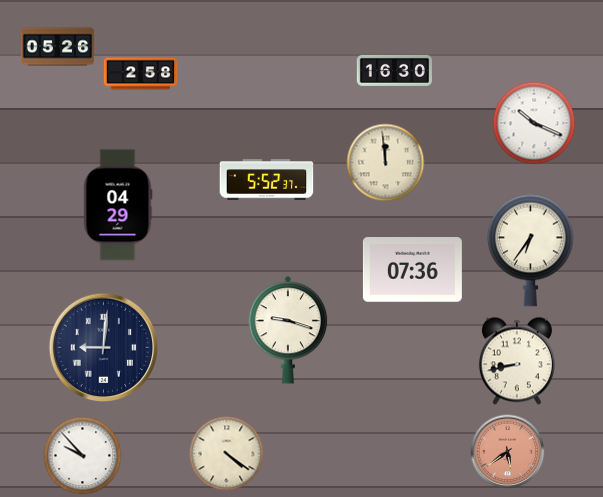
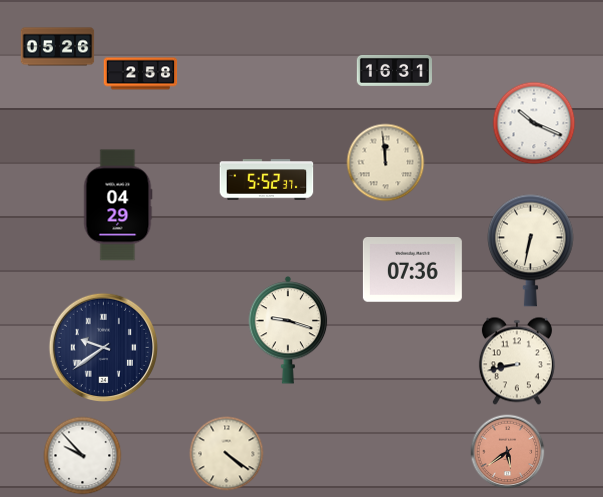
clock at (394, 70): 16:30 -> 16:31
clock at (531, 250): 6:36 -> 6:32
clock at (103, 347): 9:01 -> 9:39
